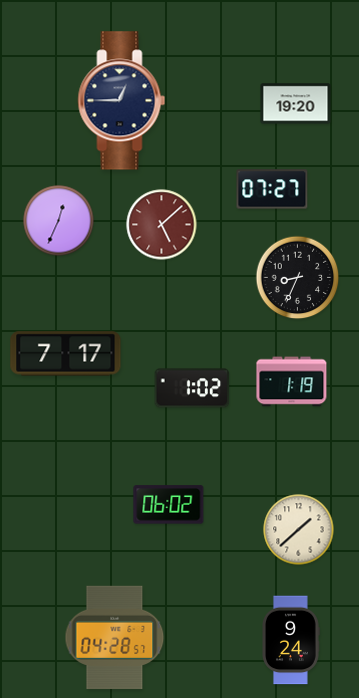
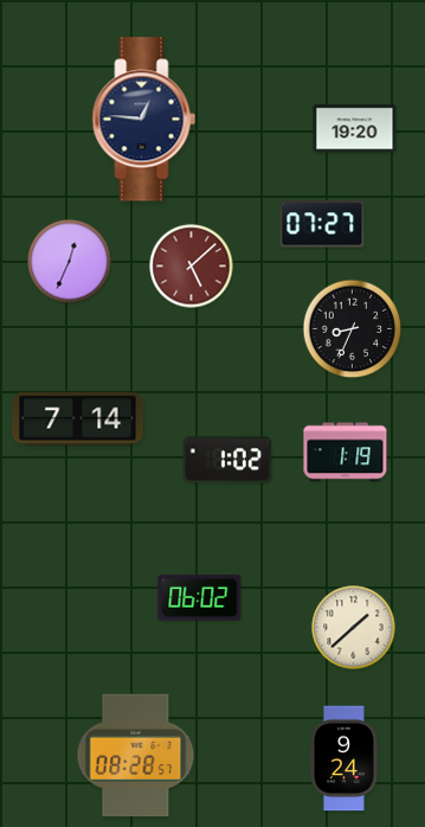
clock at (122, 101): 12:45 -> 12:46
clock at (296, 104) position: (296, 104) -> (355, 129)
clock at (66, 354): 7:17 -> 7:14
clock at (115, 638): 04:28 -> 08:28
